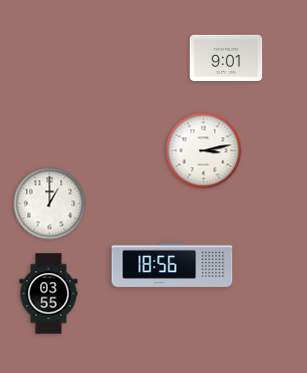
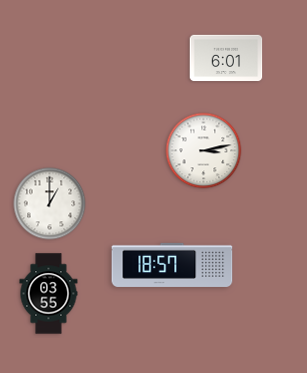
clock at (226, 58): 9:01 -> 6:01
clock at (172, 265): 18:56 -> 18:57
